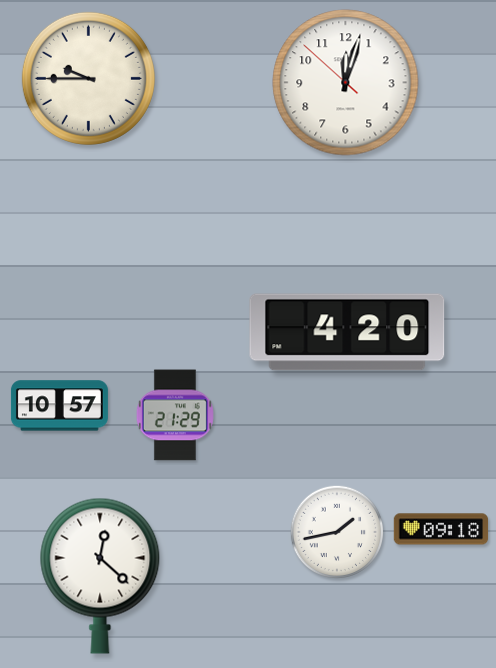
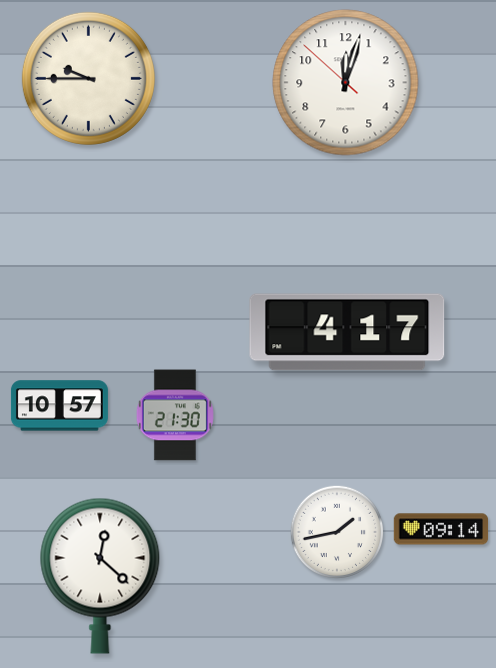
clock at (347, 332): 4:20 -> 4:17
clock at (175, 415): 21:29 -> 21:30
clock at (441, 529): 09:18 -> 09:14
